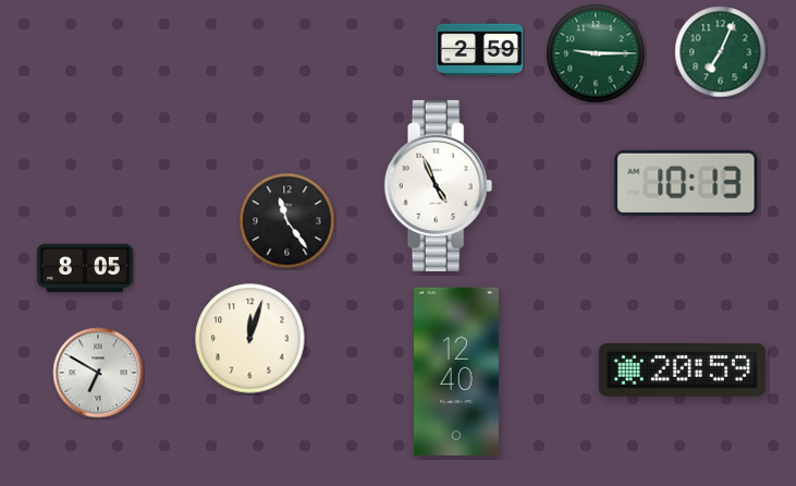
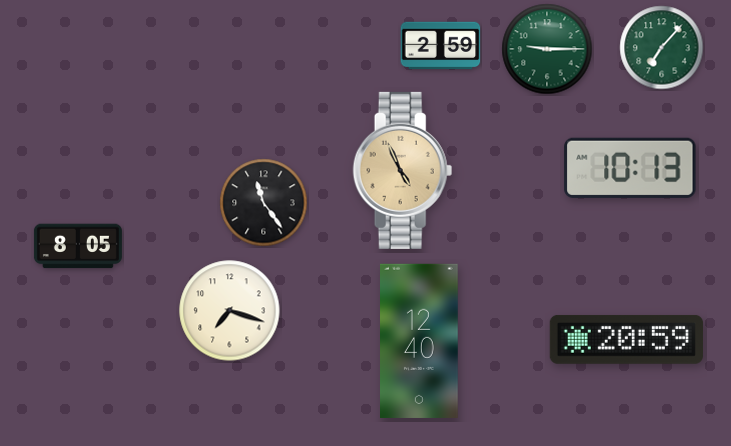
clock at (721, 52): 7:04 -> 7:07
clock at (439, 185) dial: white -> champagne
clock at (250, 339): 12:03 -> 7:18
clock at (98, 373): 6:50 -> none
